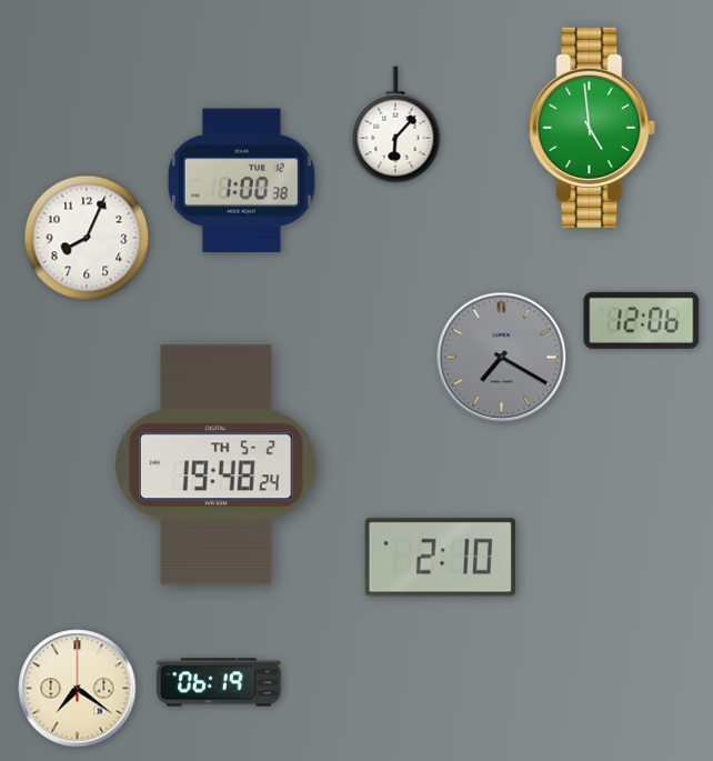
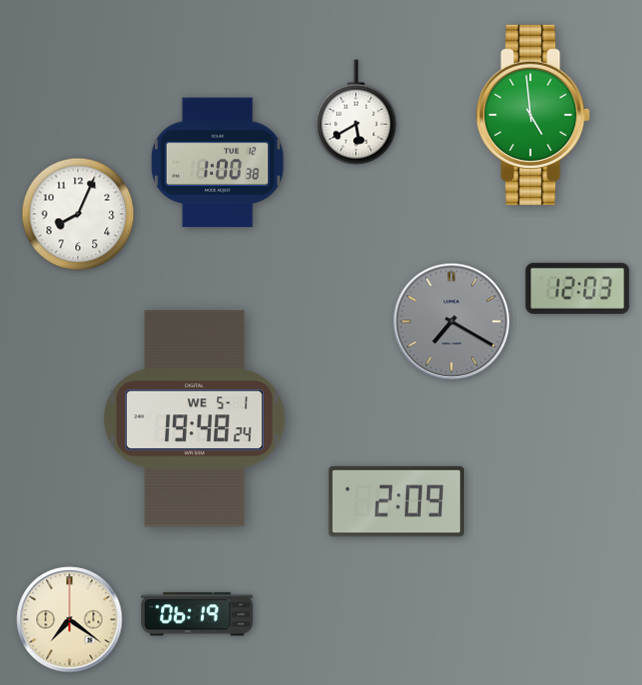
clock at (395, 124): 6:07 -> 5:40
clock at (642, 320): 12:06 -> 12:03
clock at (217, 465) date: TH 5-2 -> WE 5-1
clock at (440, 558): 2:10 -> 2:09
